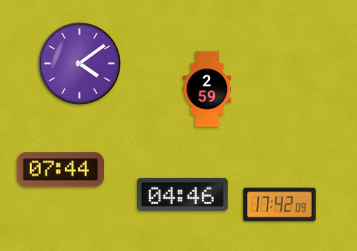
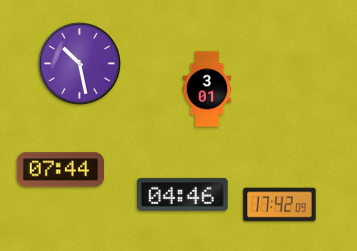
clock at (80, 64): 4:09 -> 10:28
clock at (207, 89): 2:59 -> 3:01
